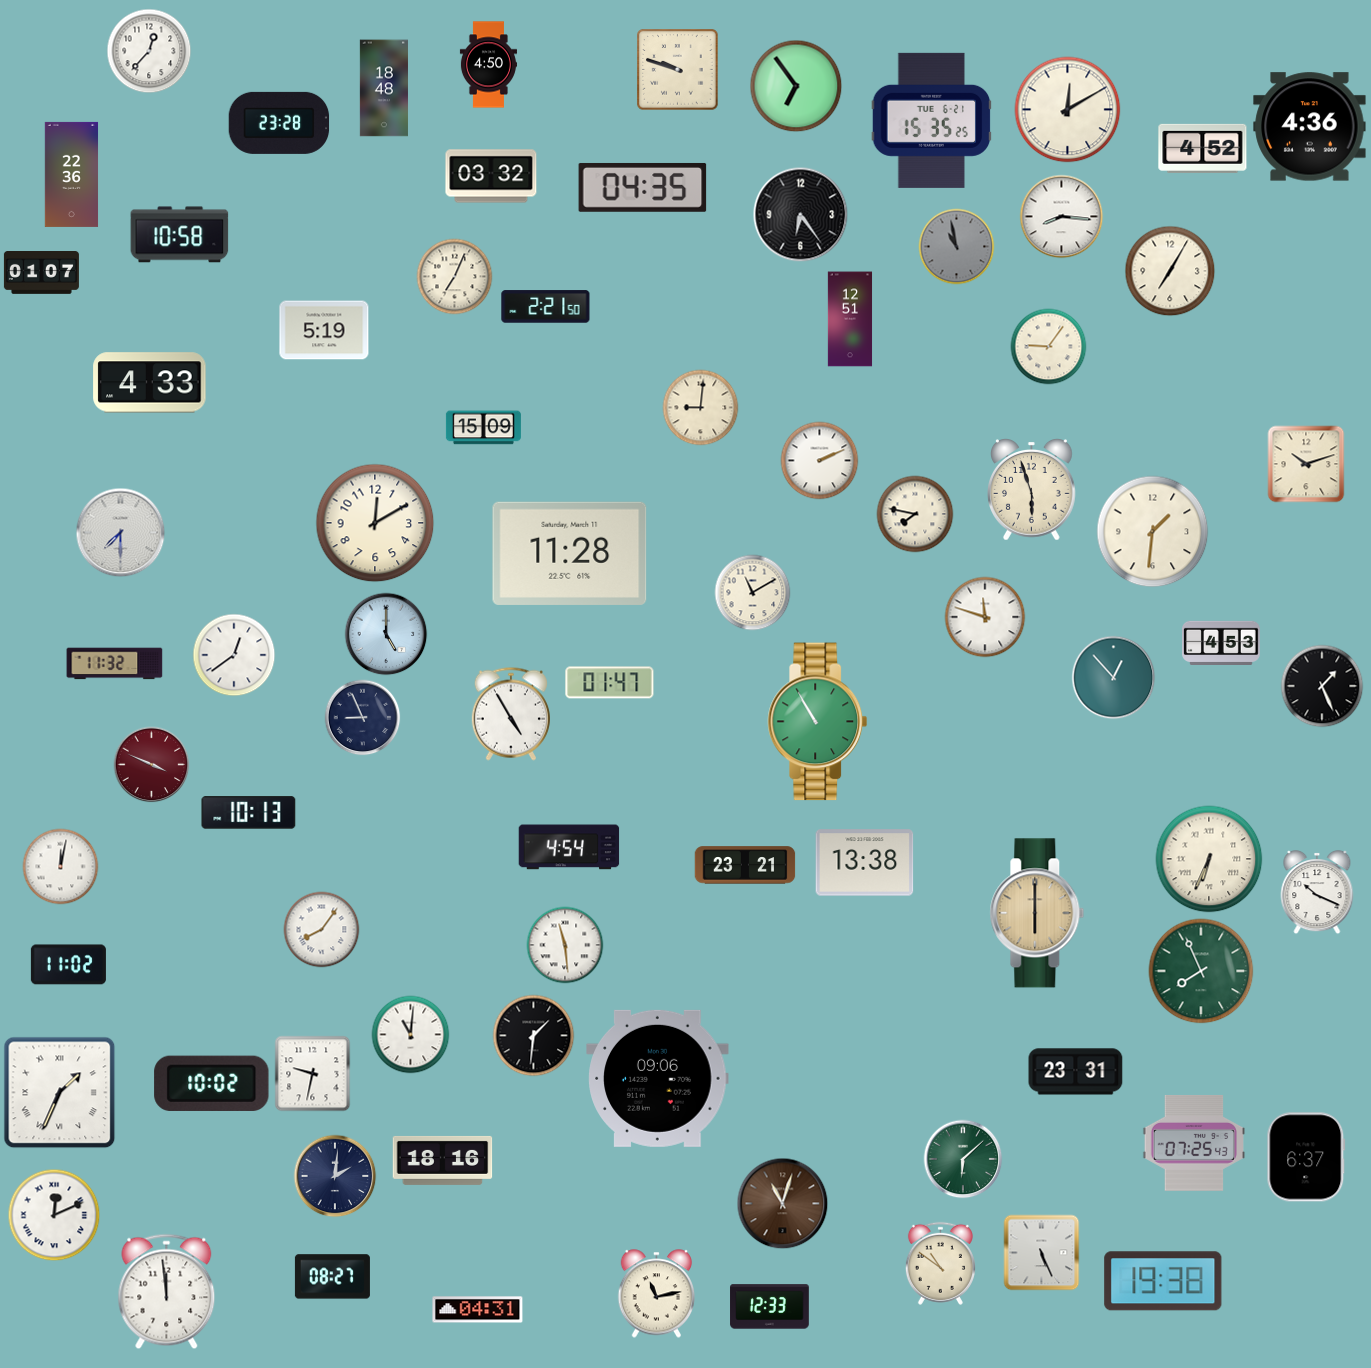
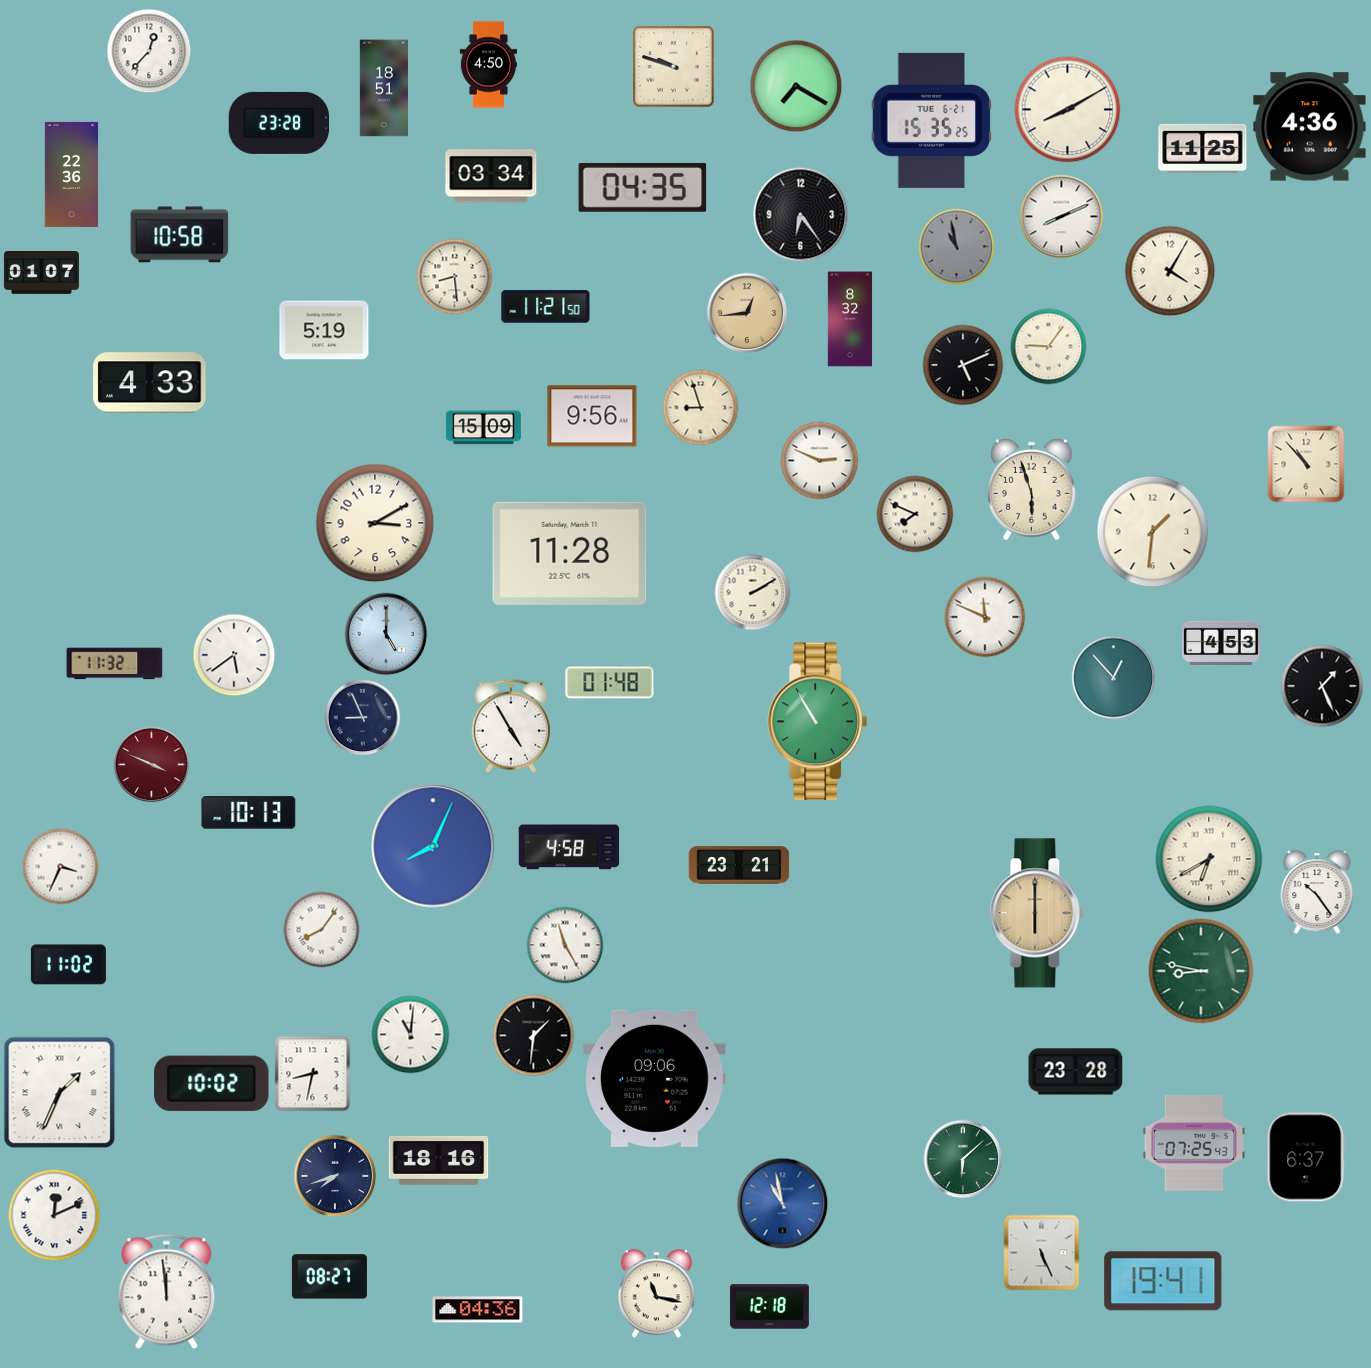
clock at (678, 70) position: (678, 70) -> (674, 67)
clock at (796, 86): 6:54 -> 7:20
clock at (383, 88): 18:48 -> 18:51
clock at (1068, 110): 12:10 -> 8:10
clock at (1203, 148): 4:52 -> 11:25
clock at (491, 176): 03:32 -> 03:34
clock at (1062, 217): 8:16 -> 8:11
clock at (1170, 271): 7:05 -> 4:05
clock at (455, 277): 7:04 -> 8:29
clock at (546, 307): 2:21 -> 11:21
clock at (747, 313): none -> 12:44
clock at (850, 319): 12:51 -> 8:32
clock at (963, 365): none -> 5:11
clock at (701, 408): 9:01 -> 8:57
clock at (592, 416): none -> 9:56
clock at (820, 461): 2:11 -> 2:49
clock at (1306, 464): 10:12 -> 10:53
clock at (915, 514): 7:47 -> 7:49
clock at (375, 523): 12:10 -> 3:10
clock at (121, 533): 7:30 -> none
clock at (753, 593): 11:10 -> 2:10
clock at (985, 617): 11:48 -> 11:49
clock at (234, 655): 12:39 -> 5:39
clock at (610, 683): 01:47 -> 01:48
clock at (511, 714) position: (511, 714) -> (511, 726)
clock at (433, 846): none -> 8:04
clock at (569, 847): 4:54 -> 4:58
clock at (1209, 859): 6:34 -> 6:40
clock at (865, 863): 13:38 -> none
clock at (745, 865) position: (745, 865) -> (739, 865)
clock at (61, 867): 12:02 -> 3:34
clock at (1317, 892): 10:19 -> 10:24
clock at (565, 945): 11:29 -> 11:25
clock at (1201, 971): 7:56 -> 8:47
clock at (1076, 1072): 23:31 -> 23:28
clock at (313, 1074): 9:32 -> 8:32
clock at (658, 1078) position: (658, 1078) -> (655, 1078)
clock at (443, 1160) position: (443, 1160) -> (439, 1160)
clock at (335, 1176): 2:01 -> 7:42
clock at (783, 1204): 11:03 -> 10:58
clock at (783, 1204) dial: brown -> blue
clock at (940, 1263): 10:51 -> none
clock at (332, 1277) position: (332, 1277) -> (329, 1277)
clock at (1163, 1281): 19:38 -> 19:41
clock at (657, 1294): 11:13 -> 11:17
clock at (770, 1307): 12:33 -> 12:18
clock at (478, 1310): 04:31 -> 04:36
